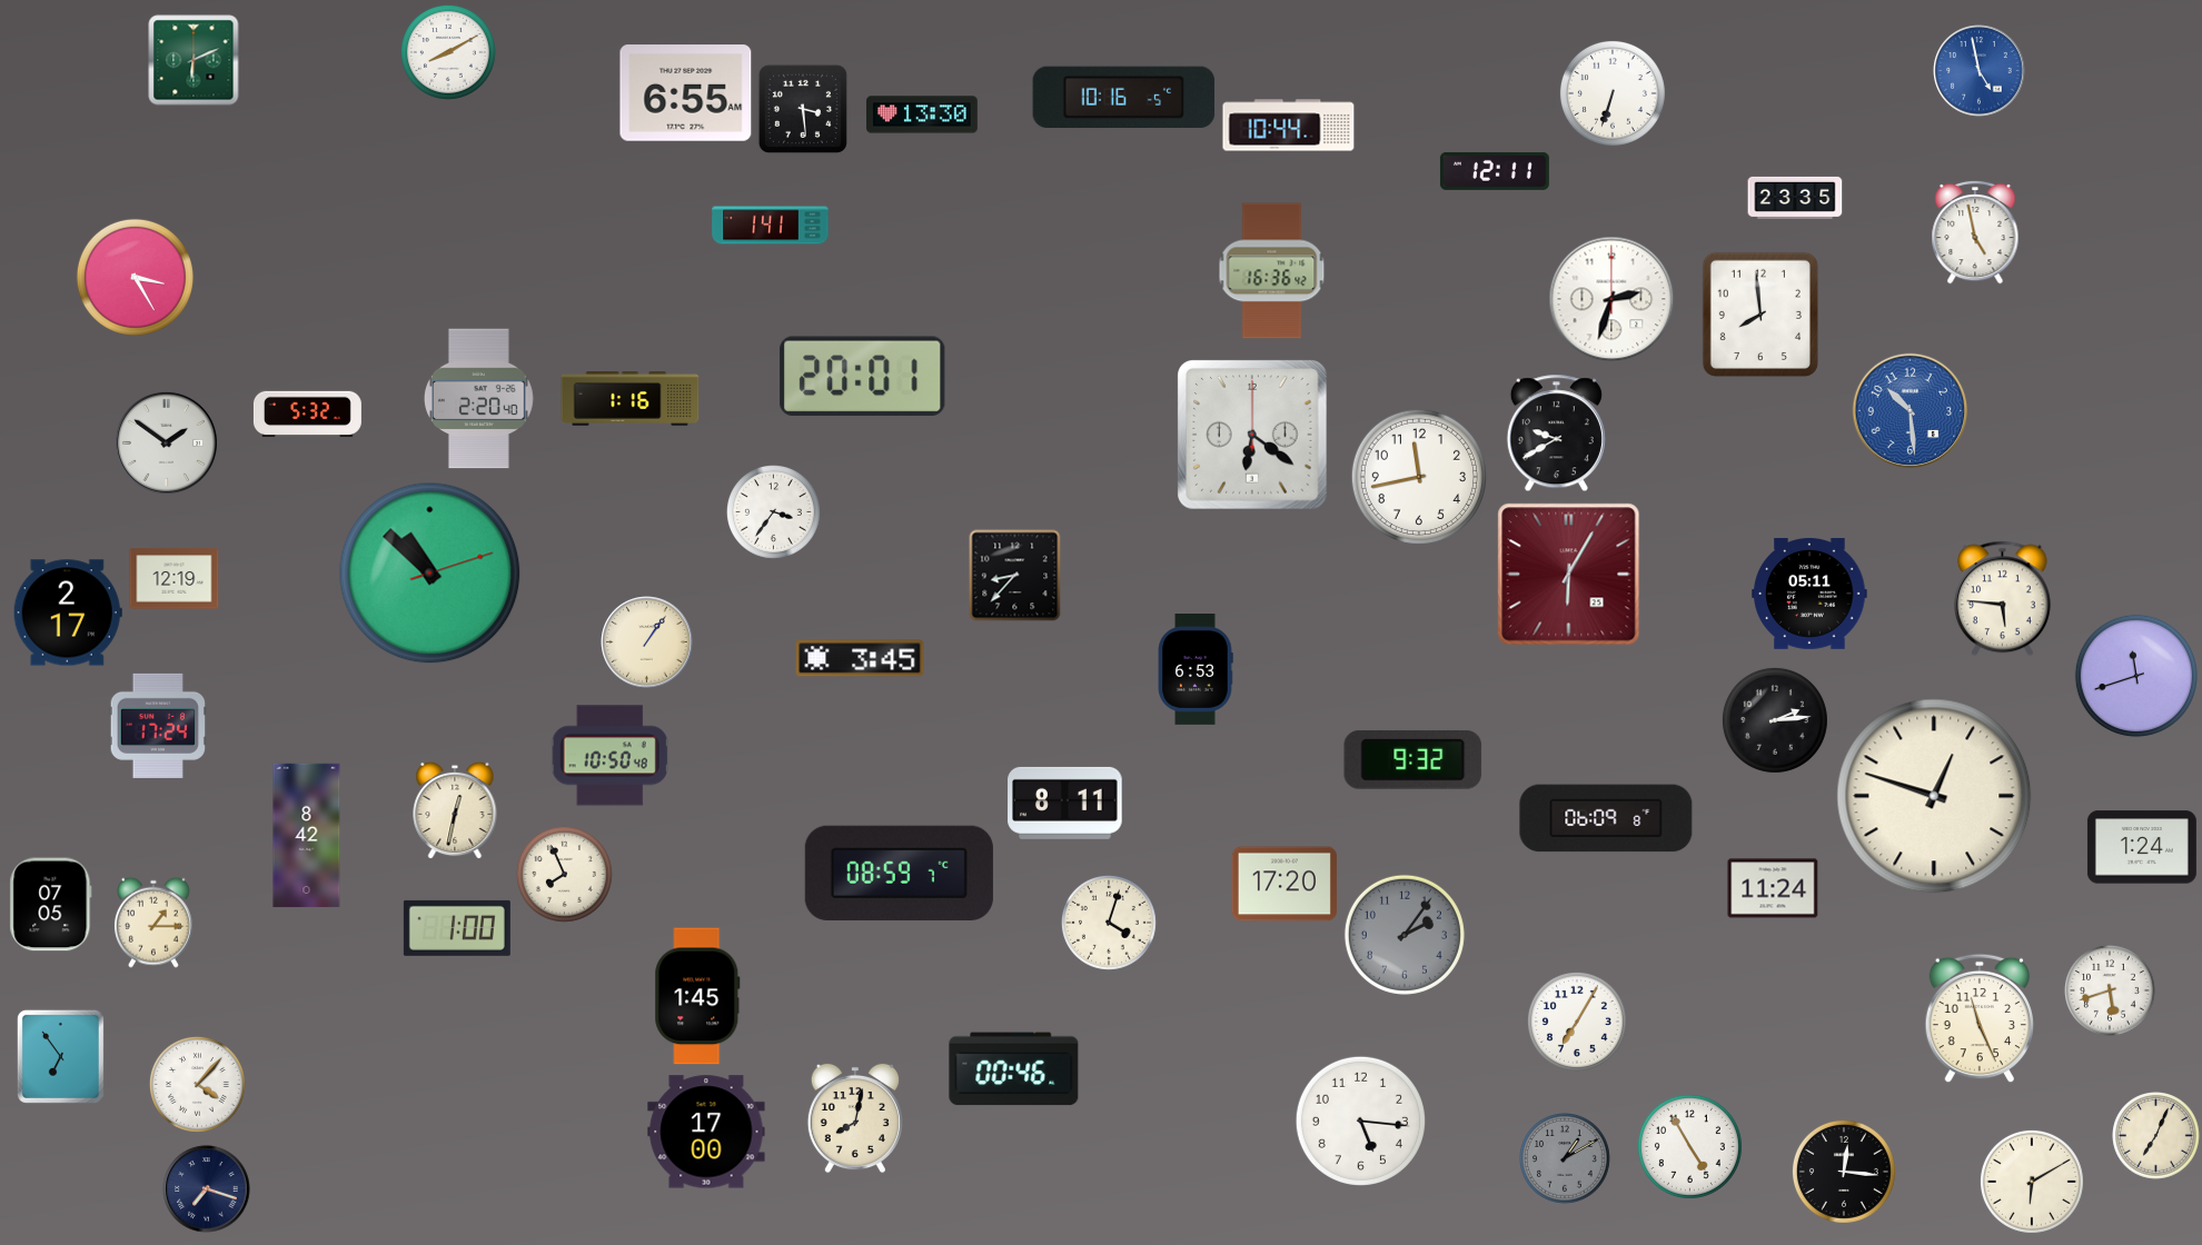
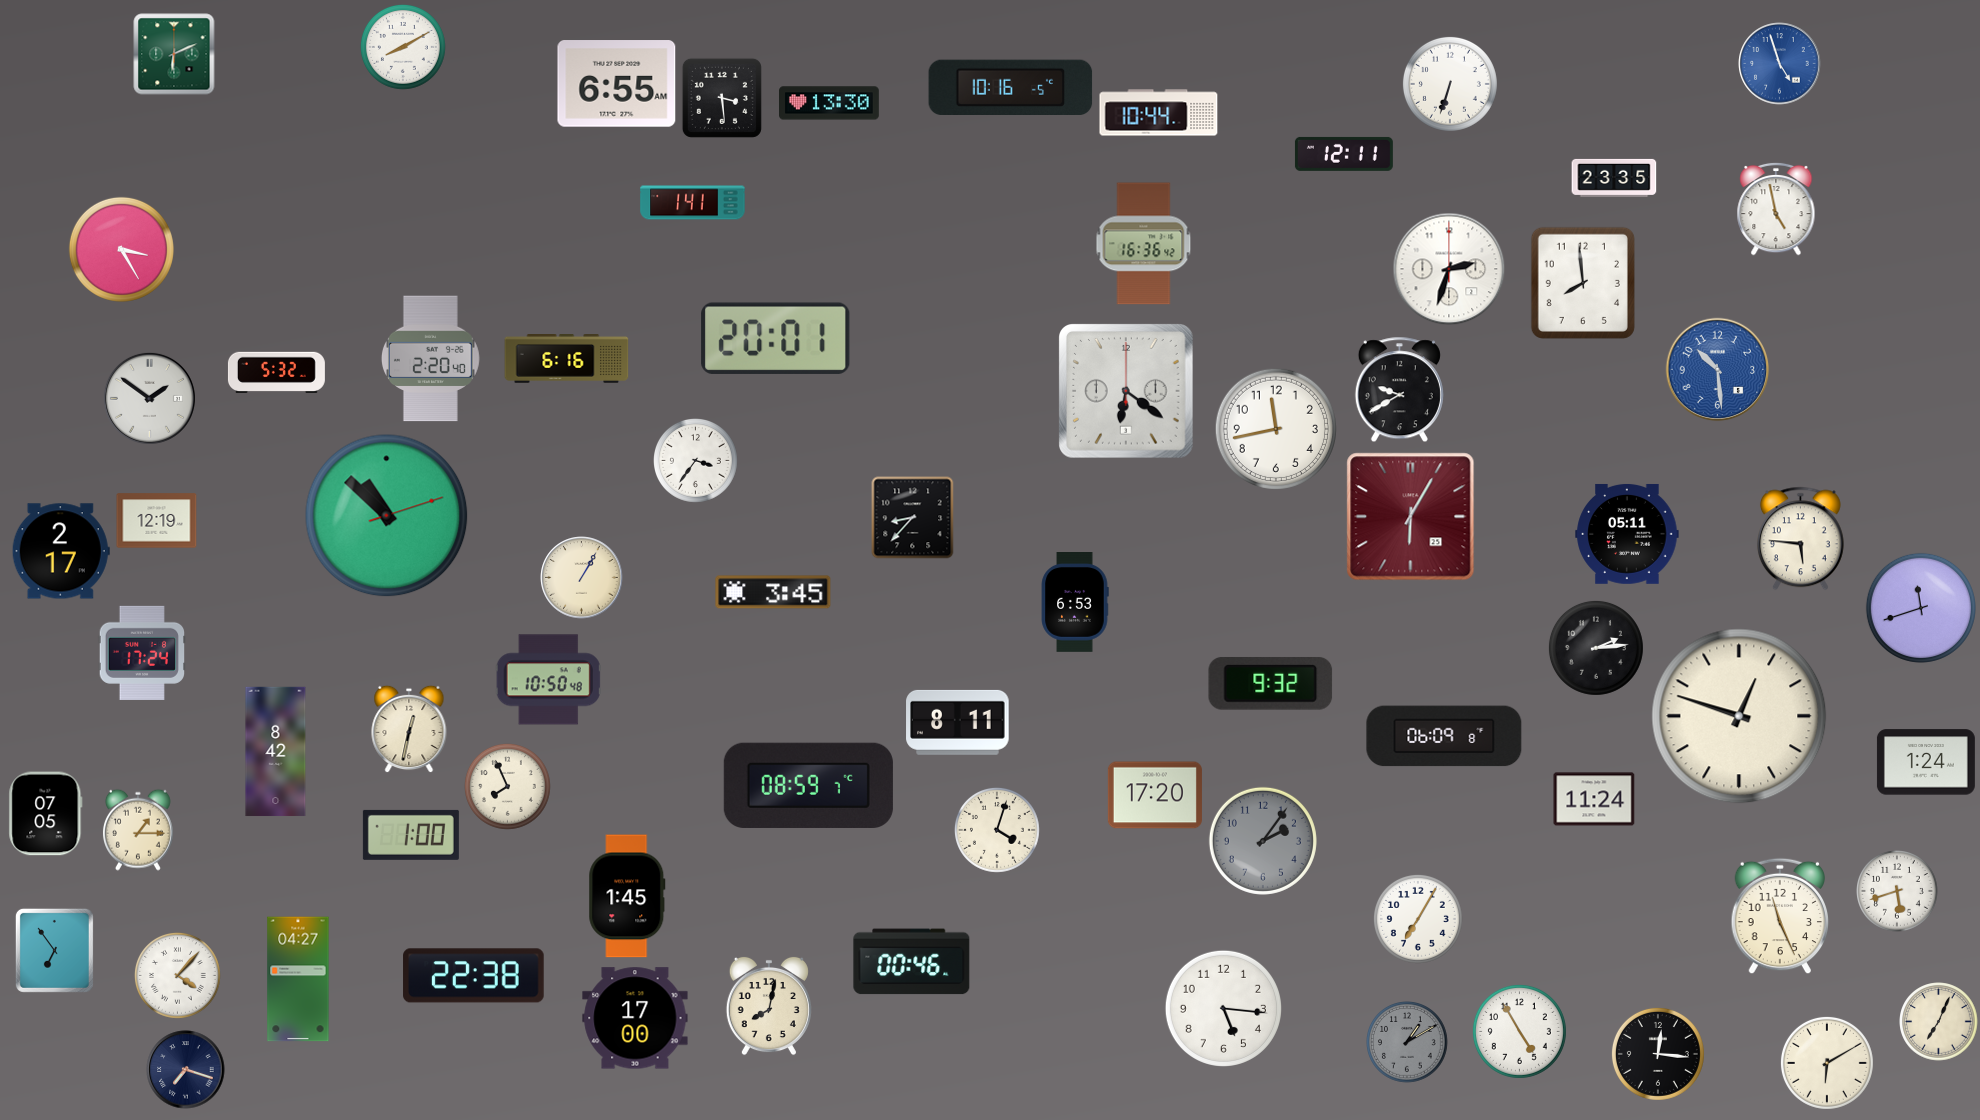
clock at (1980, 71): 4:58 -> 4:57
clock at (631, 399): 1:16 -> 6:16
clock at (647, 643): 1:06 -> 1:05
clock at (474, 976): none -> 22:38
clock at (298, 979): none -> 04:27
